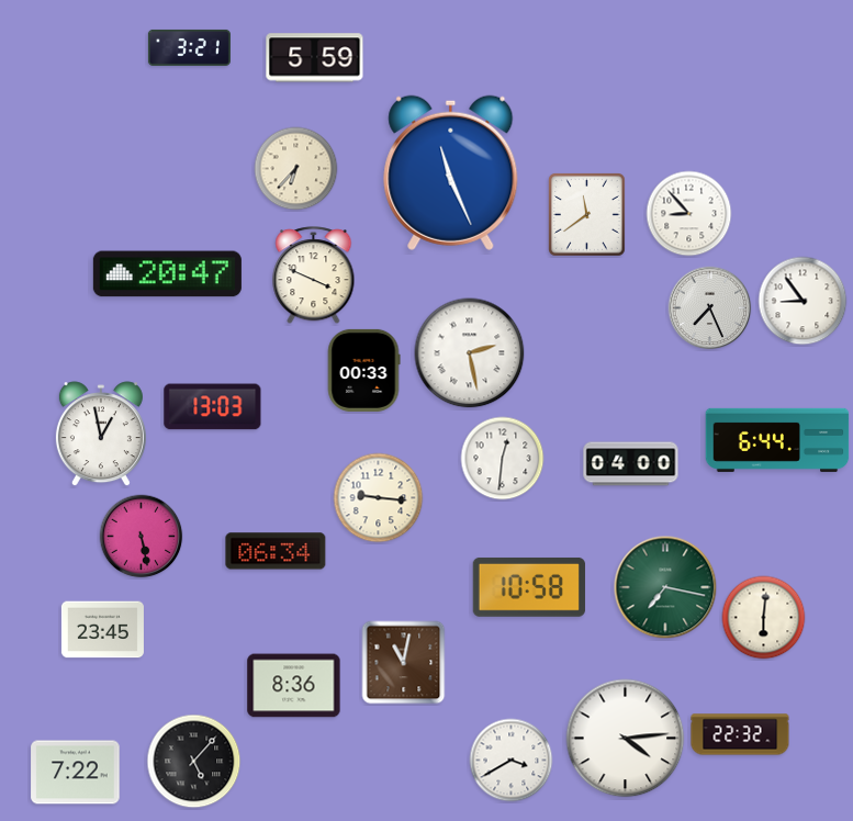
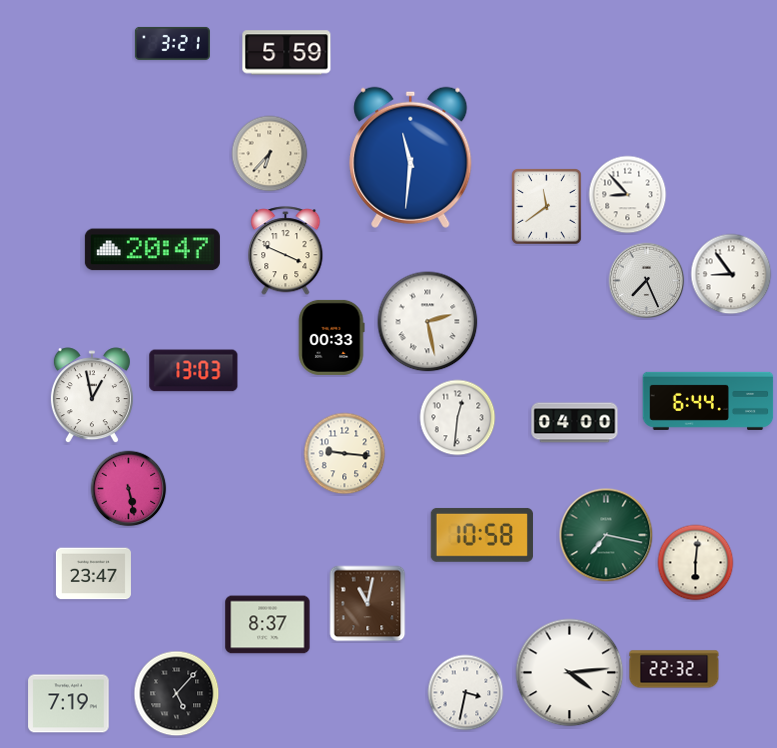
clock at (451, 172): 11:26 -> 11:31
clock at (587, 215) position: (587, 215) -> (547, 207)
clock at (276, 551): 06:34 -> none
clock at (102, 630): 23:45 -> 23:47
clock at (294, 686): 8:36 -> 8:37
clock at (512, 761): 3:40 -> 3:32
clock at (76, 773): 7:22 -> 7:19
